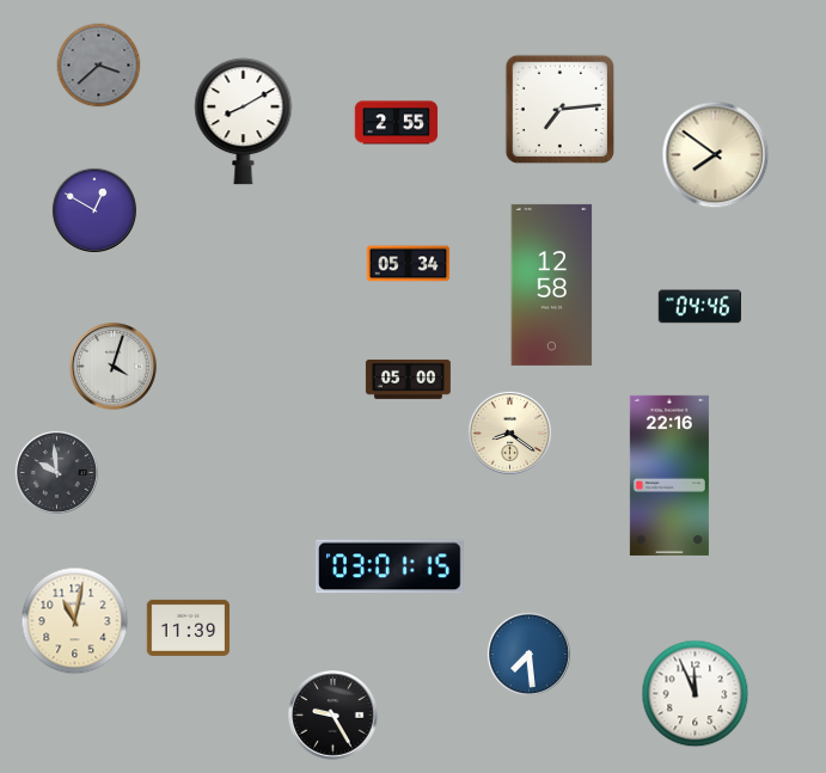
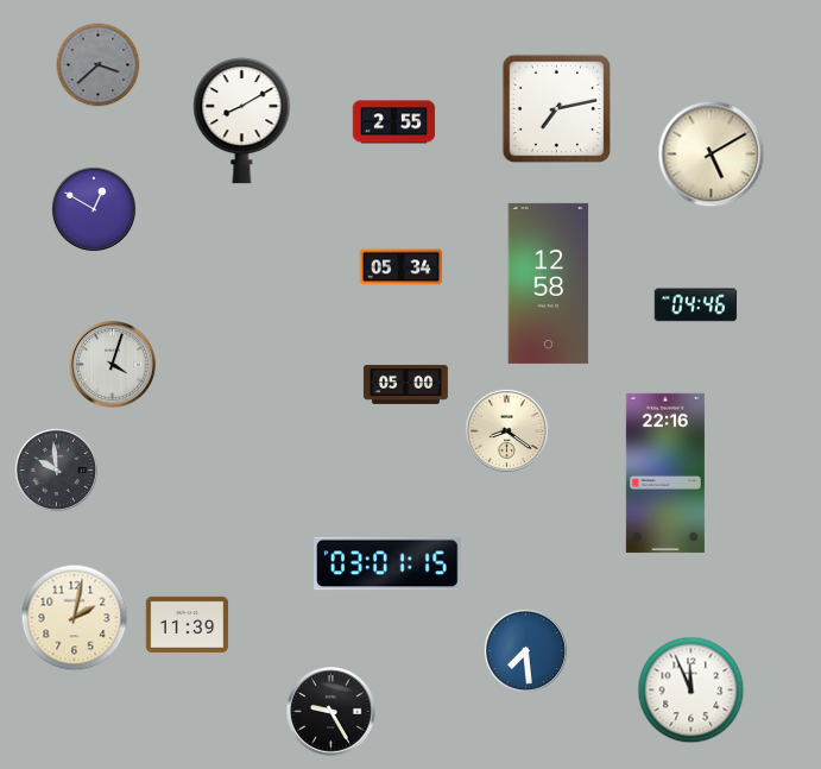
clock at (561, 110): 7:14 -> 7:13
clock at (716, 155): 7:51 -> 5:10
clock at (409, 264) position: (409, 264) -> (402, 267)
clock at (408, 379) position: (408, 379) -> (405, 384)
clock at (75, 621): 11:02 -> 2:02
